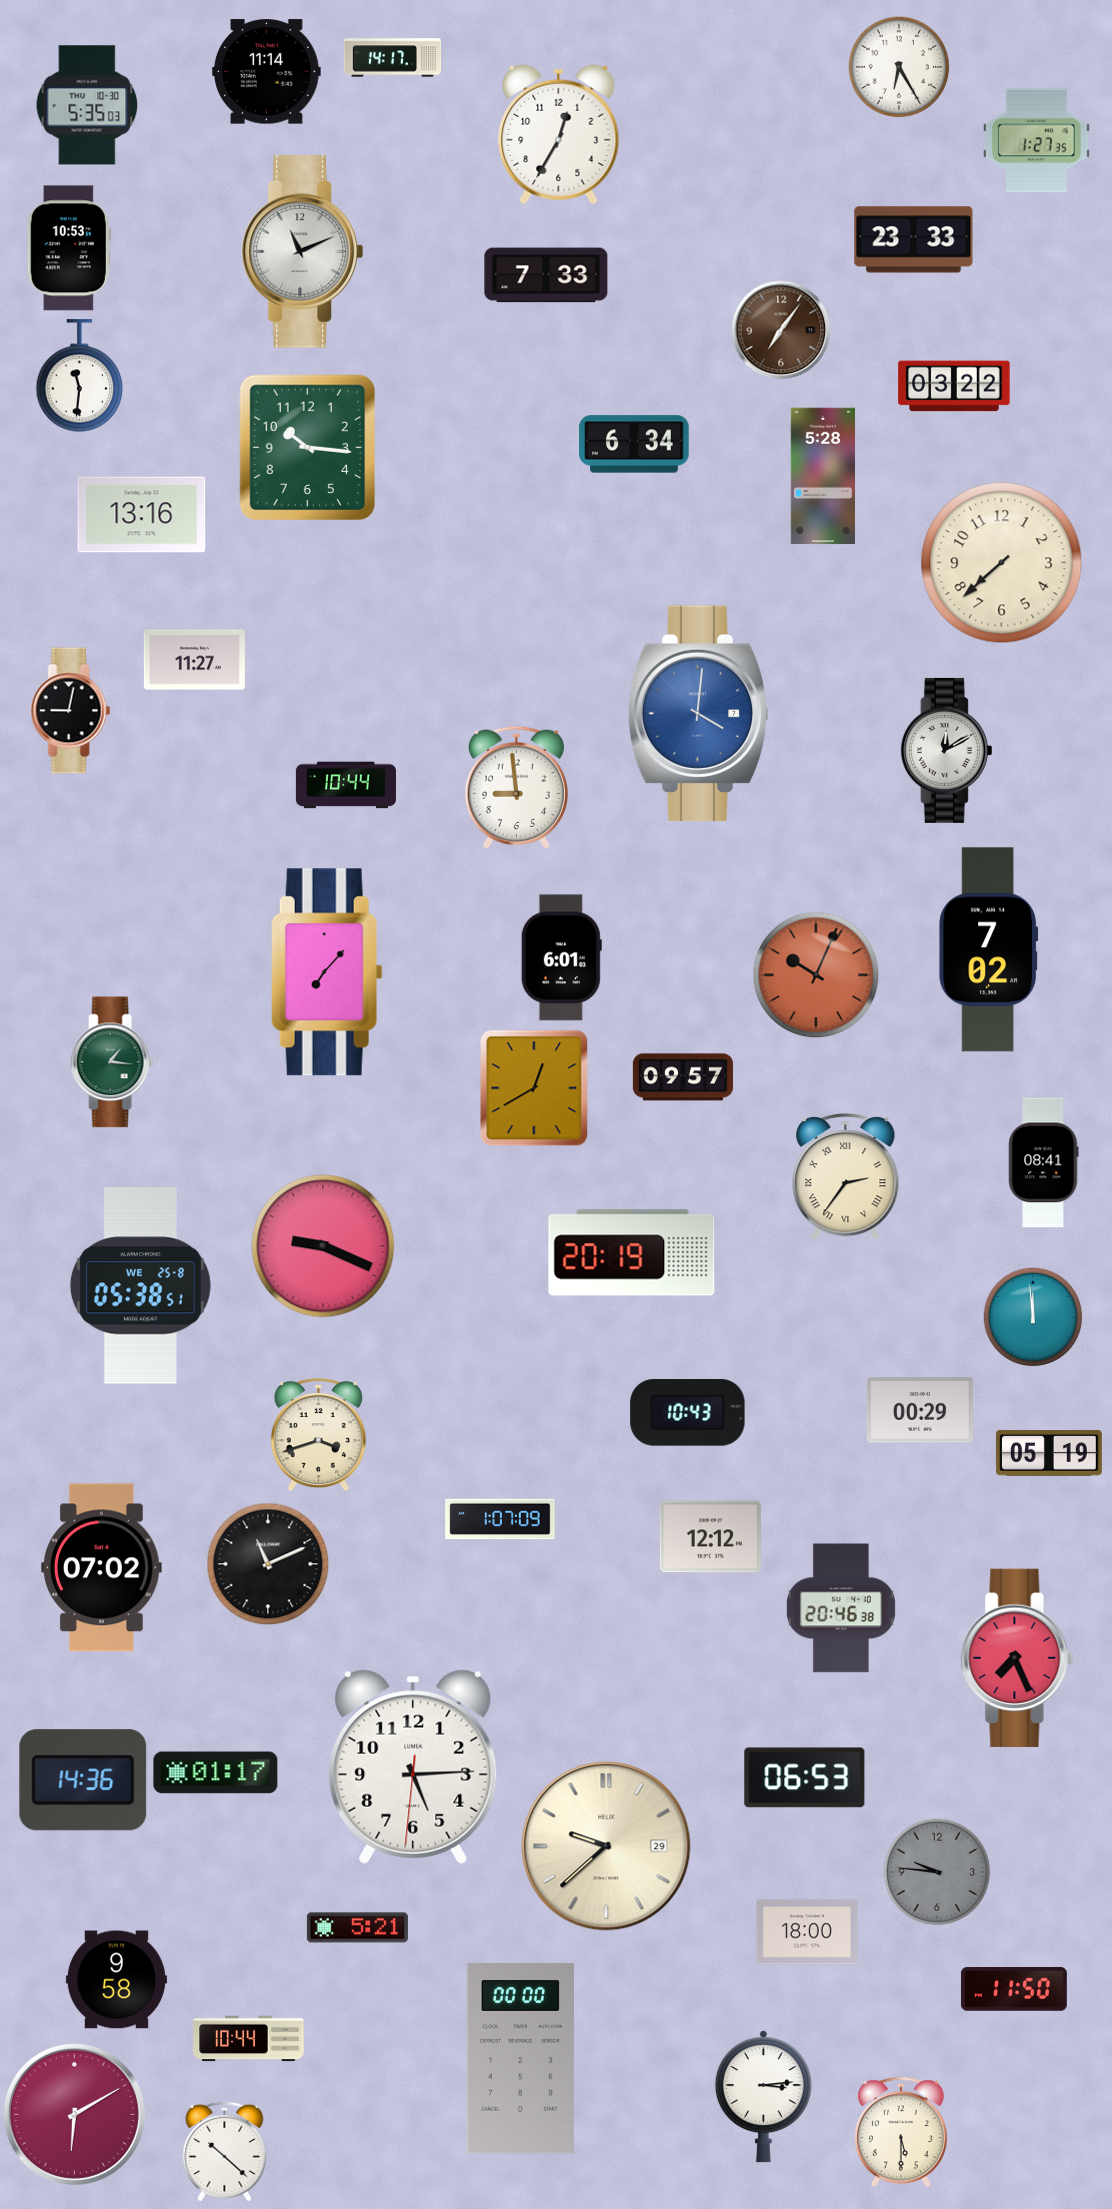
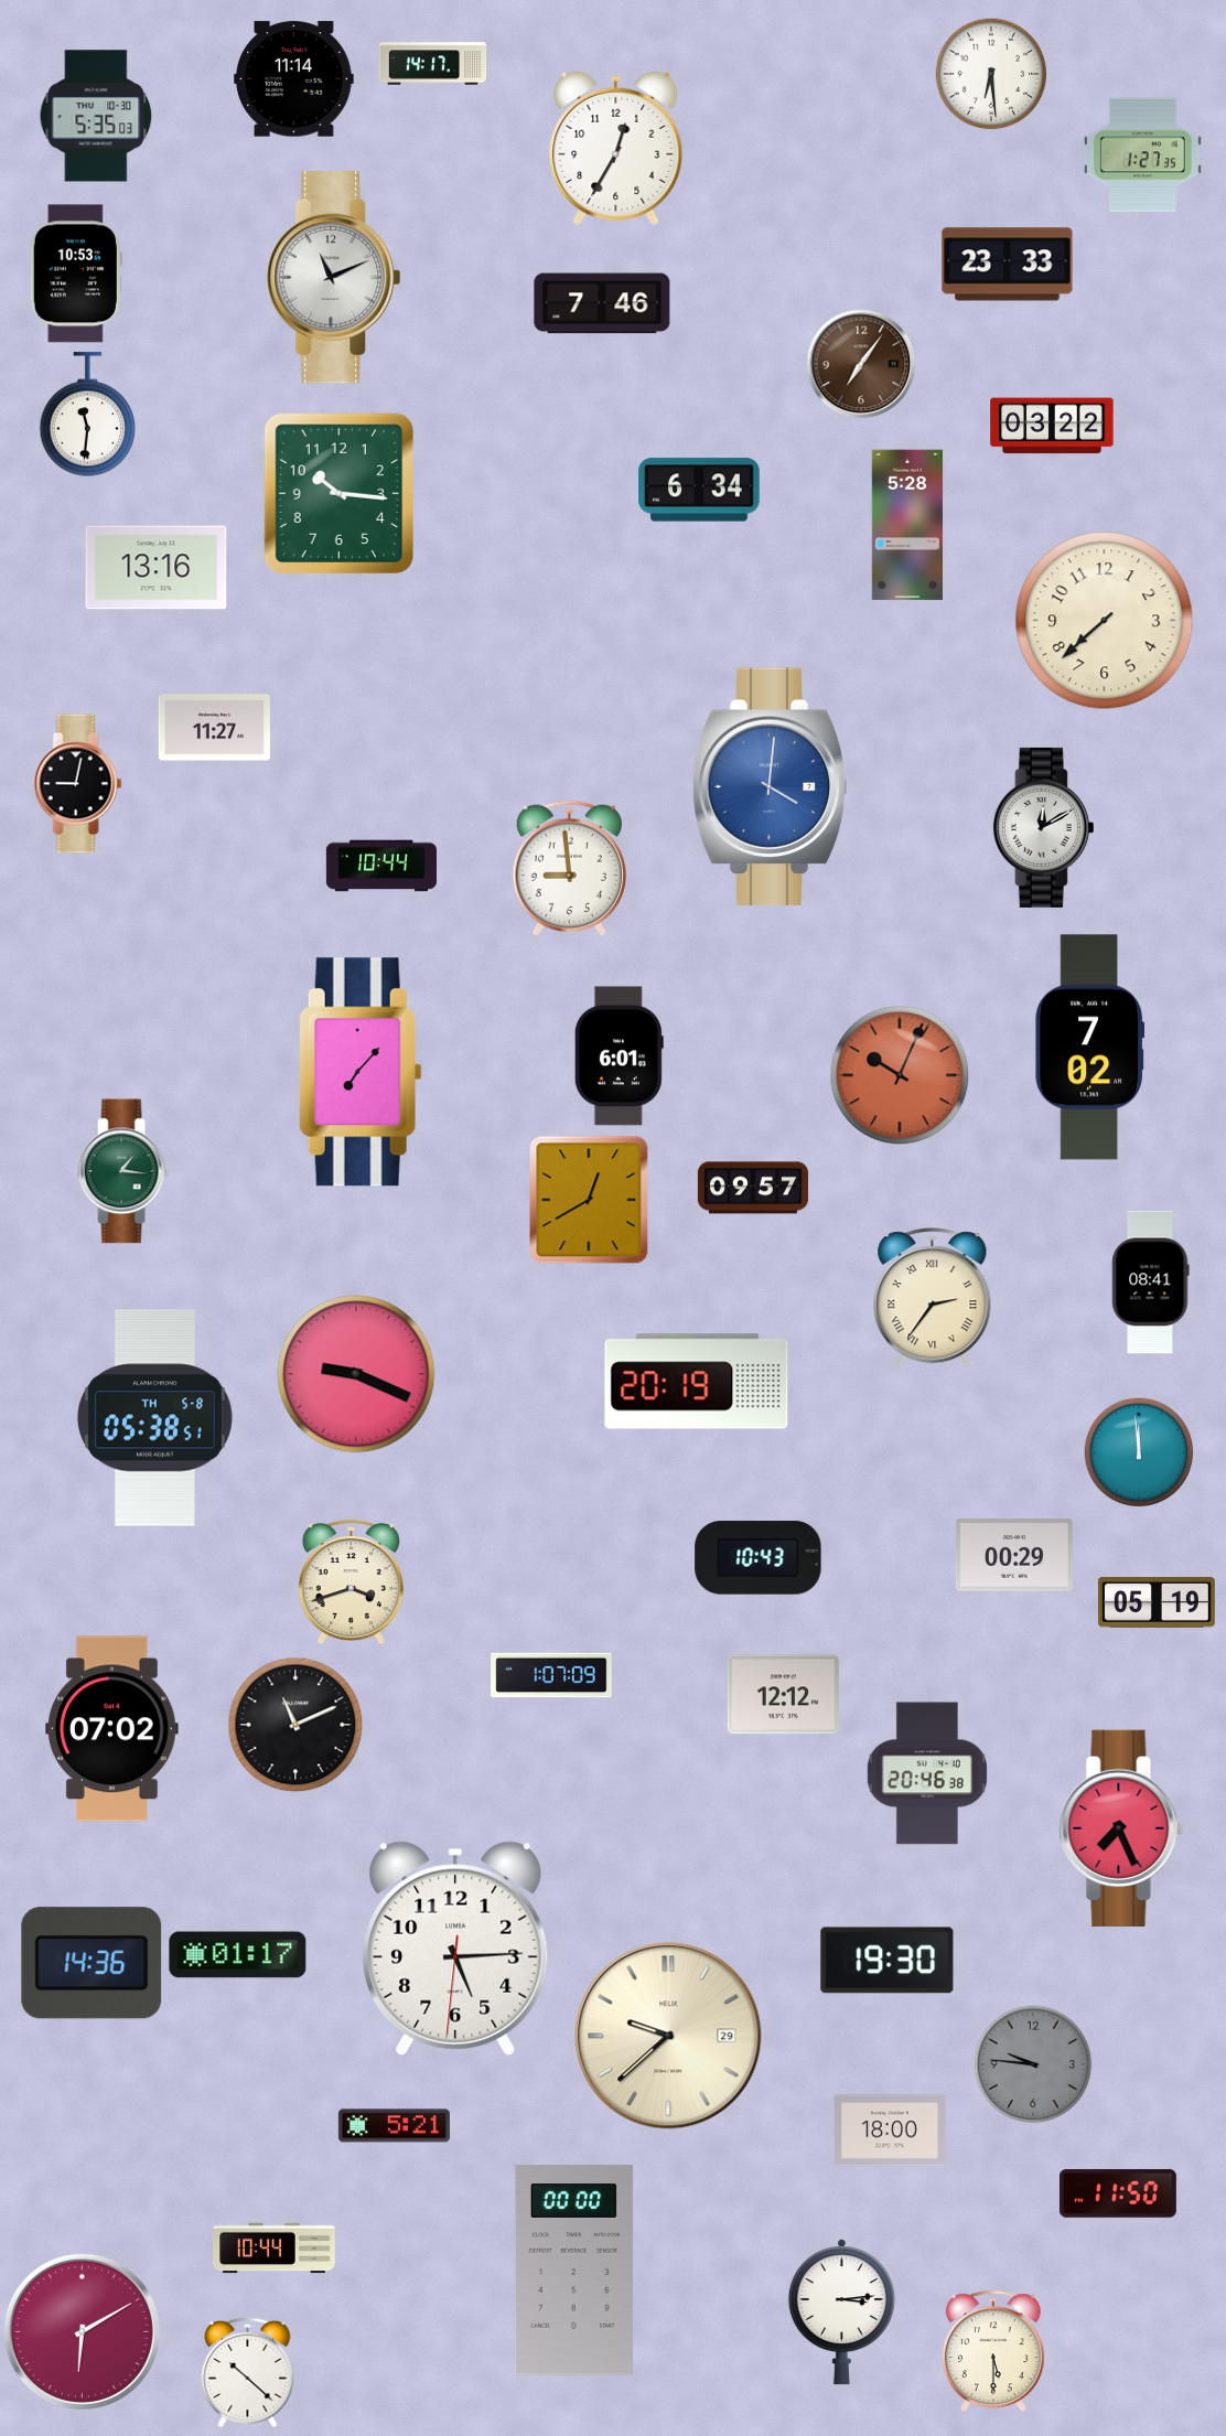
clock at (899, 67): 6:25 -> 6:29
clock at (546, 275): 7:33 -> 7:46
clock at (140, 1286) date: WE 25-8 -> TH 5-8
clock at (805, 1778): 06:53 -> 19:30
clock at (116, 1980): 9:58 -> none
